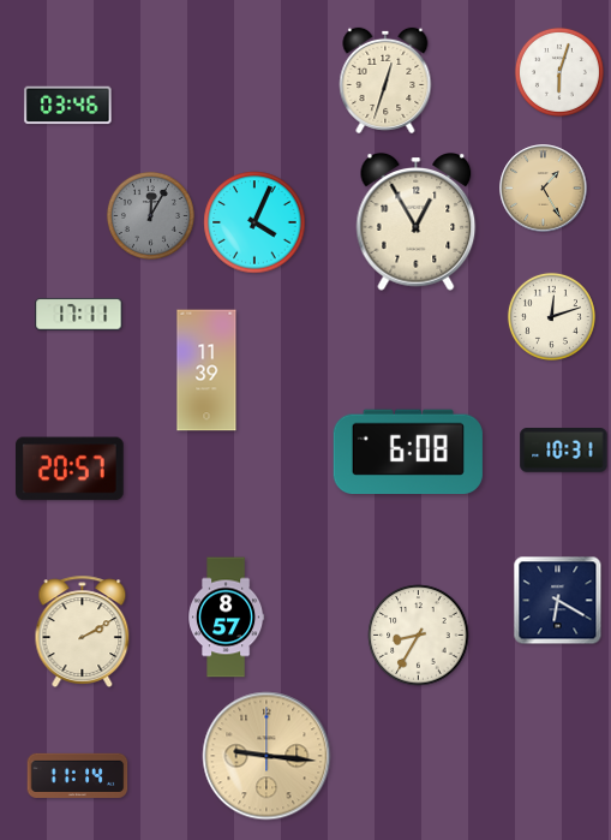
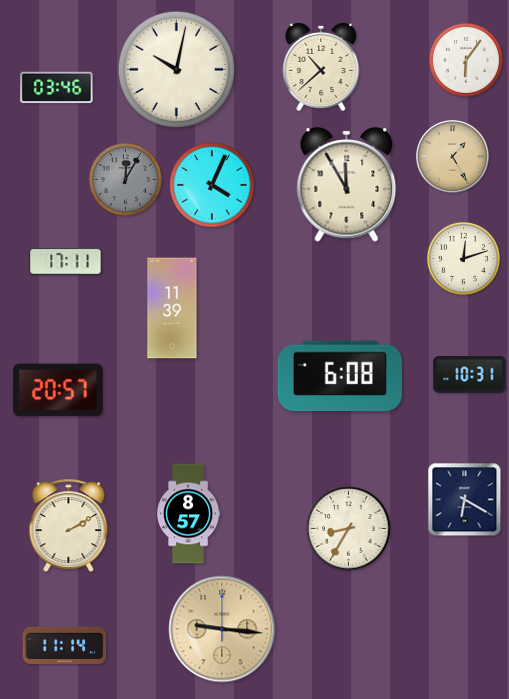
clock at (559, 72): 6:03 -> 6:06
clock at (385, 81): 12:33 -> 10:38
clock at (176, 69): none -> 10:02
clock at (417, 222): 12:55 -> 11:55
clock at (551, 316) position: (551, 316) -> (463, 258)
